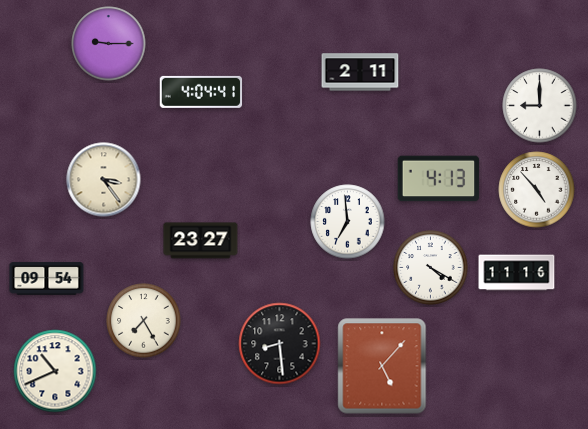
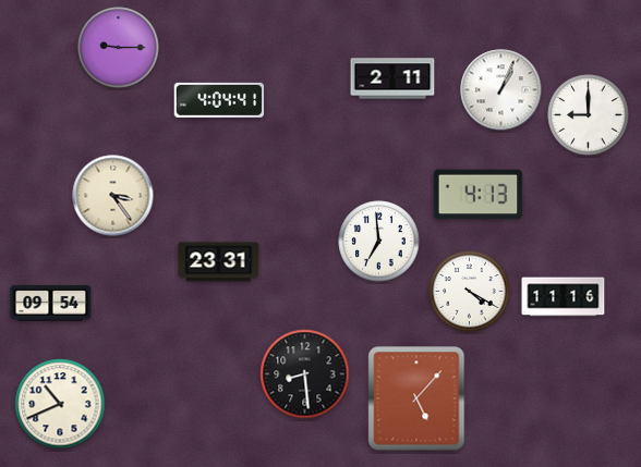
clock at (501, 90): none -> 1:04
clock at (537, 190): 4:53 -> none
clock at (201, 241): 23:27 -> 23:31
clock at (144, 321): 7:25 -> none
